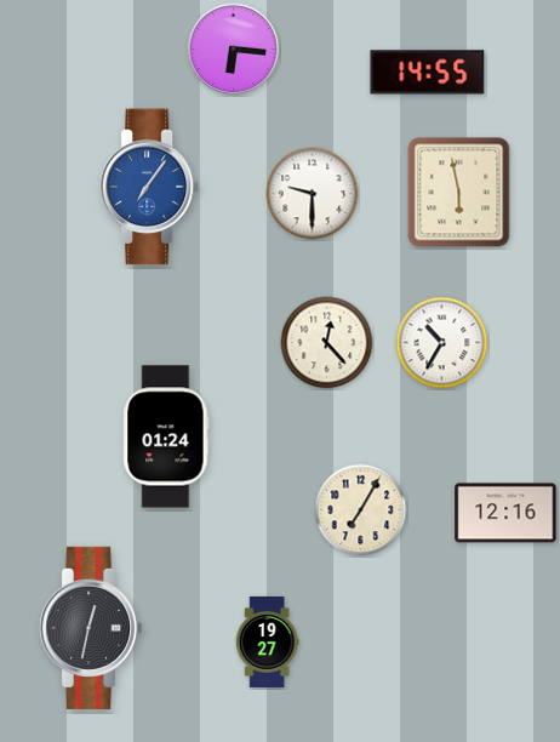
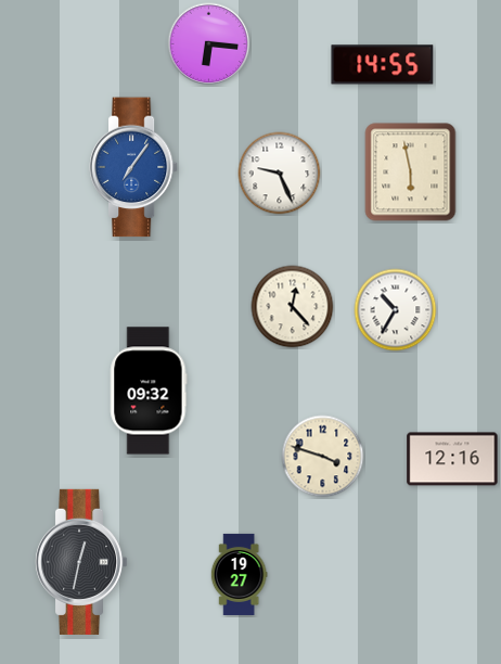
clock at (313, 194): 9:30 -> 9:26
clock at (442, 343) position: (442, 343) -> (396, 310)
clock at (166, 436): 01:24 -> 09:32
clock at (361, 510): 7:05 -> 3:48
